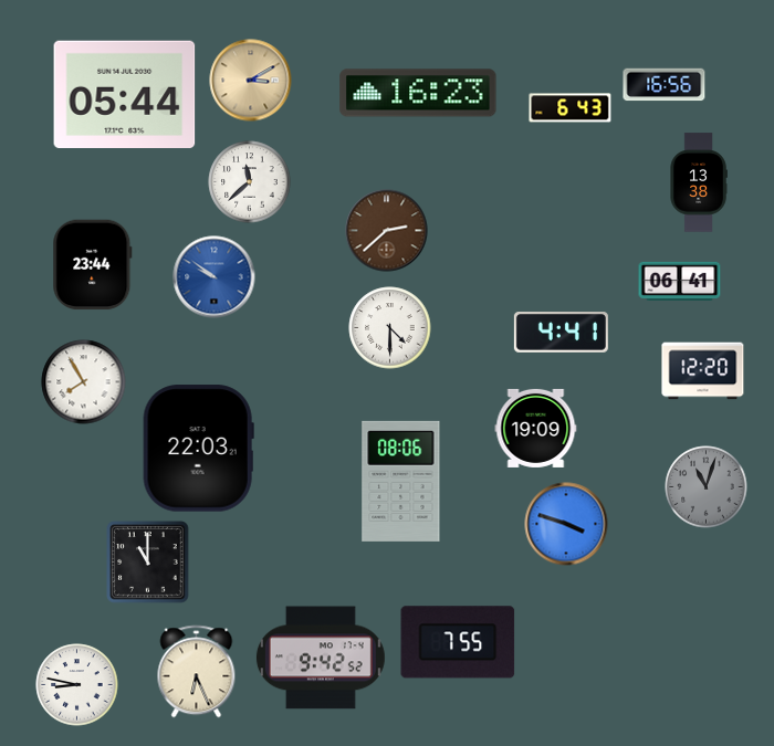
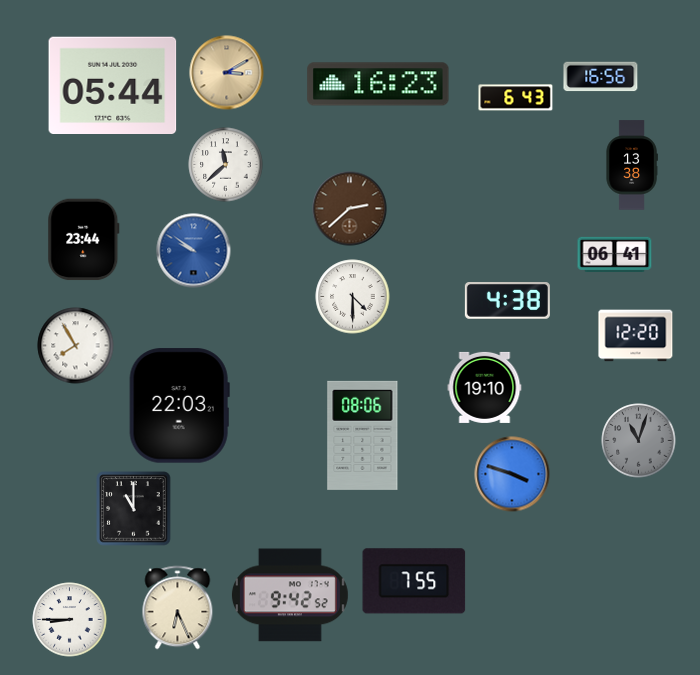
clock at (561, 333): 4:41 -> 4:38
clock at (536, 428): 19:09 -> 19:10
clock at (77, 685): 8:47 -> 8:45
